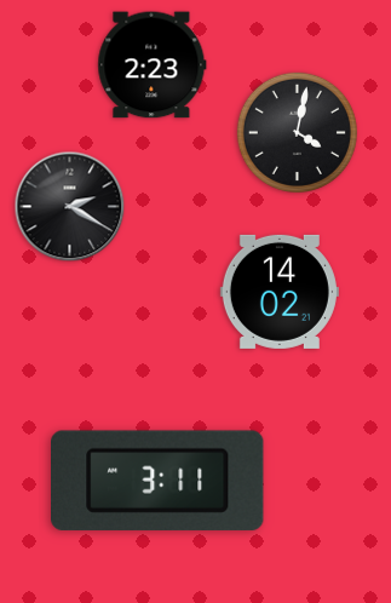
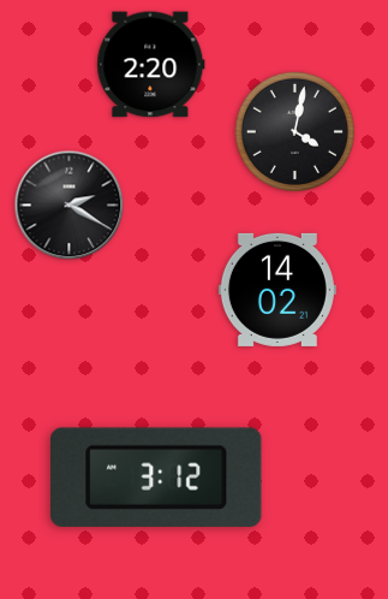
clock at (153, 65): 2:23 -> 2:20
clock at (159, 481): 3:11 -> 3:12
